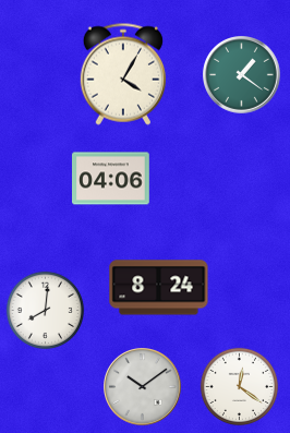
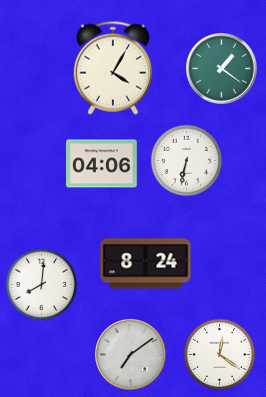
clock at (187, 161): none -> 6:32
clock at (143, 387): 10:09 -> 7:09
